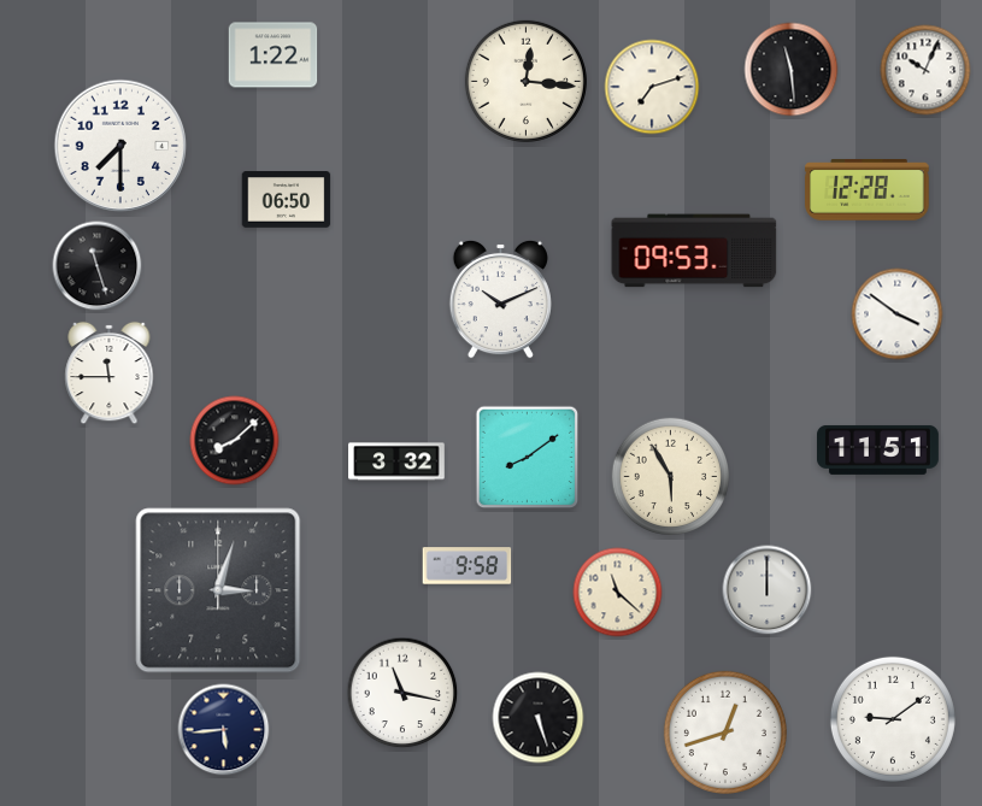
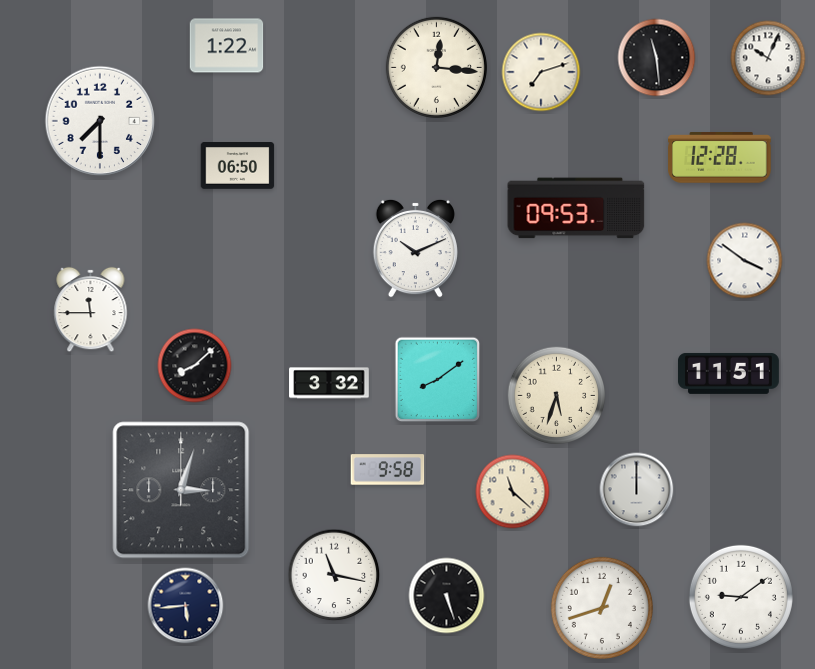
clock at (98, 266): 11:27 -> none
clock at (670, 476): 5:55 -> 5:33
